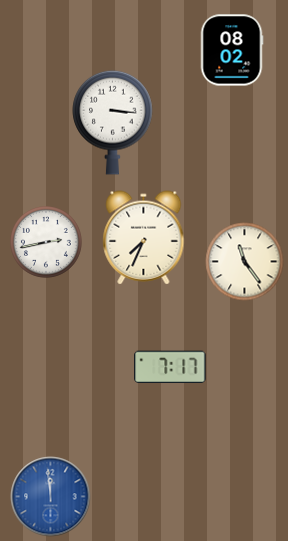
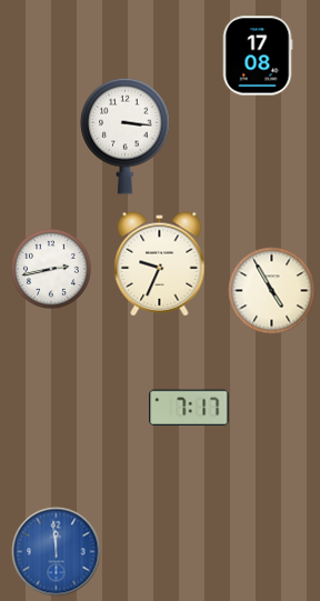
clock at (232, 50): 08:02 -> 17:08
clock at (144, 238): 7:34 -> 9:34
clock at (245, 262): 11:24 -> 4:55
